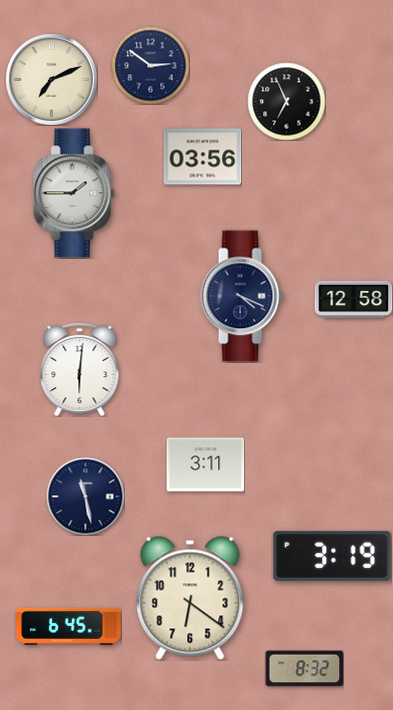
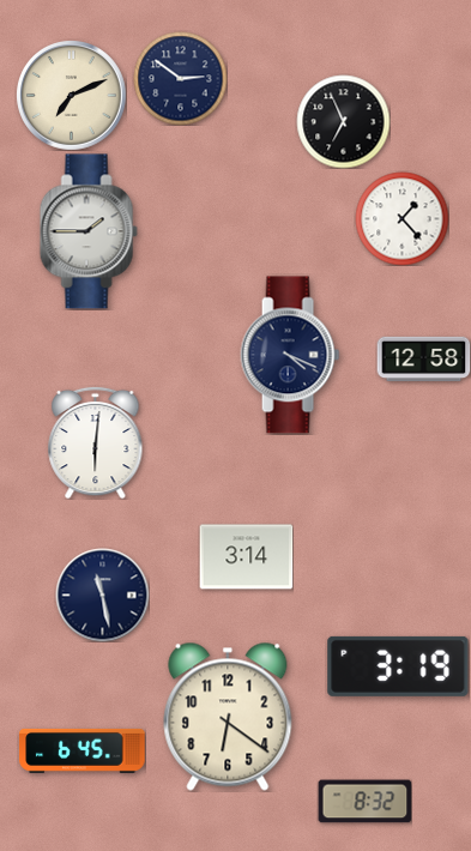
clock at (52, 80) position: (52, 80) -> (72, 96)
clock at (202, 157): 03:56 -> none
clock at (401, 218): none -> 1:23
clock at (205, 465): 3:11 -> 3:14
